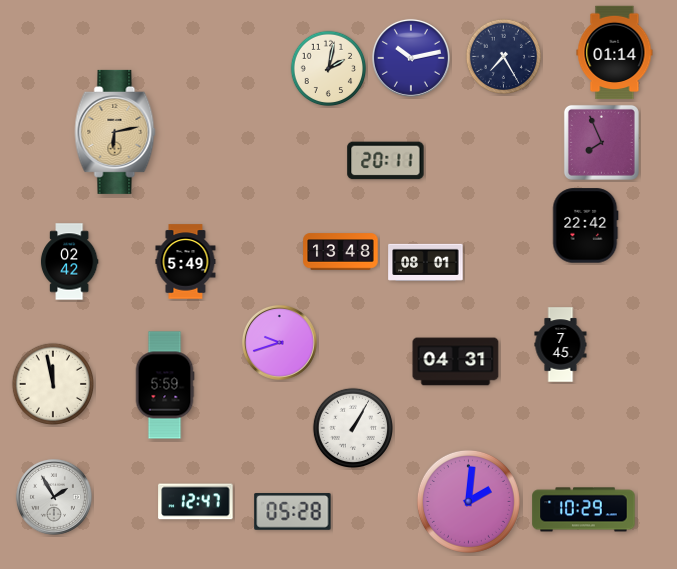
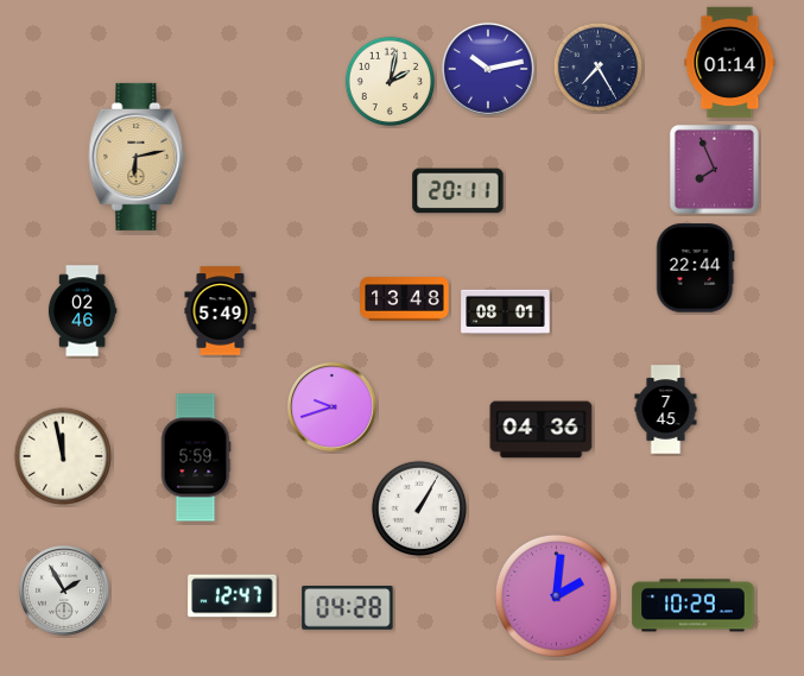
clock at (586, 226): 22:42 -> 22:44
clock at (69, 262): 02:42 -> 02:46
clock at (456, 362): 04:31 -> 04:36
clock at (293, 512): 05:28 -> 04:28
